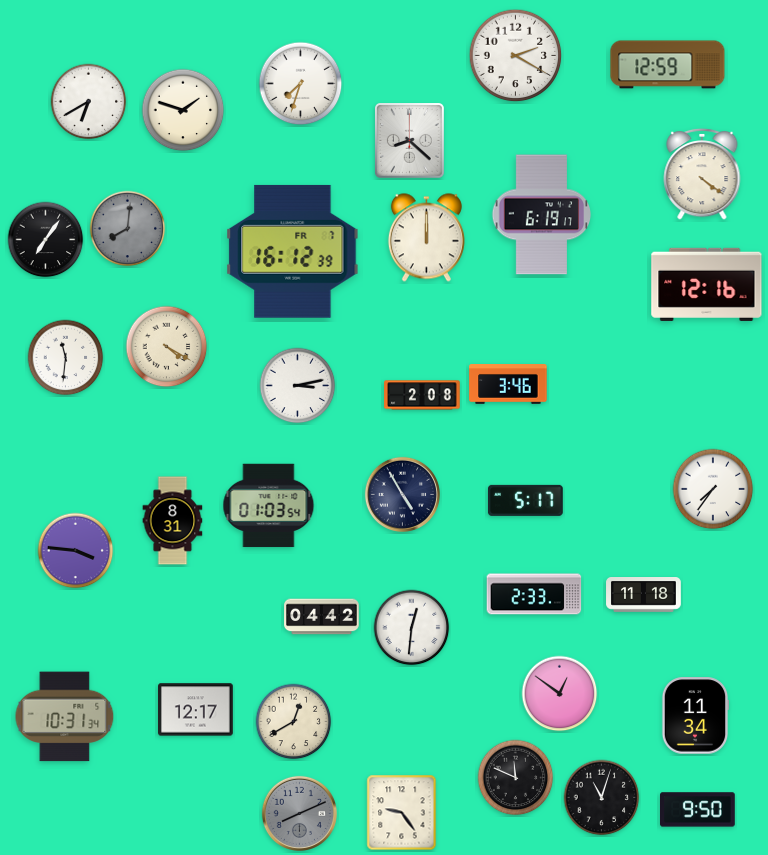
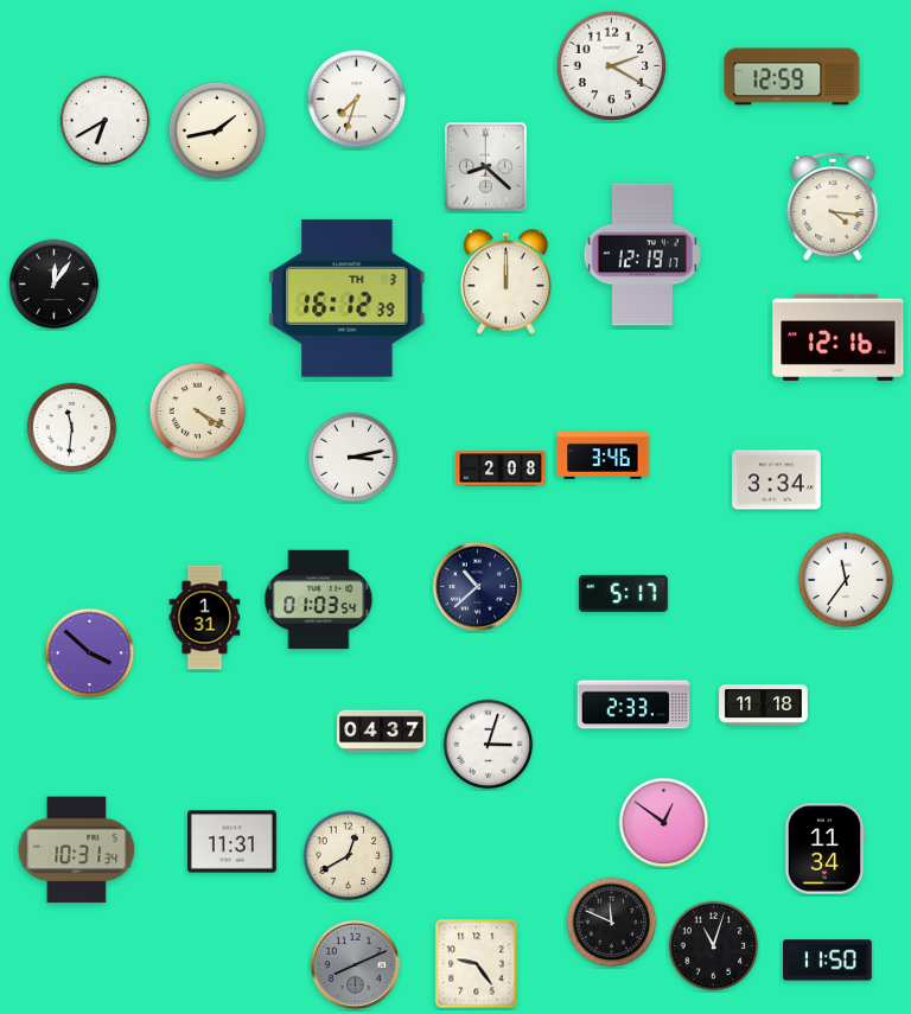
clock at (183, 110): 1:48 -> 1:43
clock at (702, 174): 4:21 -> 4:16
clock at (542, 215): 6:19 -> 12:19
clock at (128, 229): 8:01 -> none
clock at (46, 240): 7:06 -> 12:06
clock at (293, 251) date: FR 7 -> TH 3
clock at (66, 358) position: (66, 358) -> (72, 428)
clock at (777, 480): none -> 3:34
clock at (713, 489): 7:36 -> 11:36
clock at (402, 494): 4:55 -> 10:38
clock at (173, 521): 8:31 -> 1:31
clock at (76, 551): 3:46 -> 3:52
clock at (322, 617): 04:42 -> 04:37
clock at (412, 628): 12:31 -> 3:03
clock at (196, 710): 12:17 -> 11:31
clock at (698, 810): 9:50 -> 11:50
